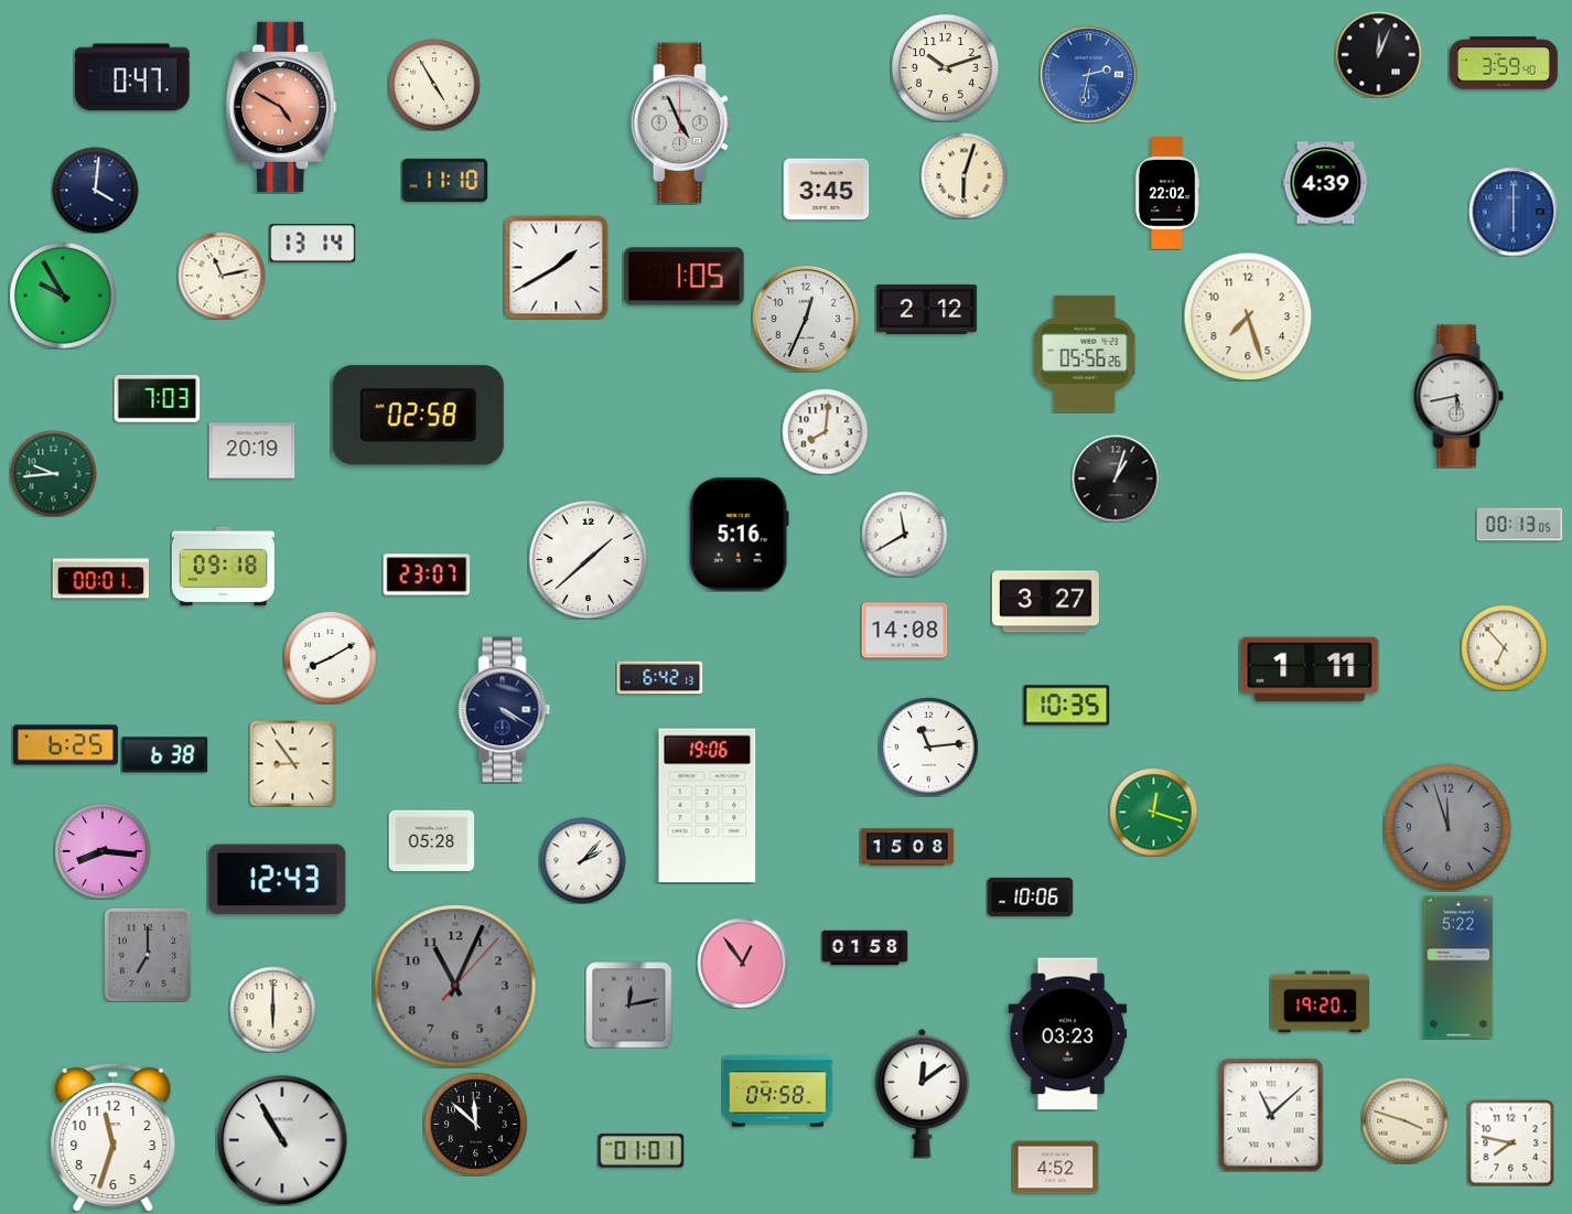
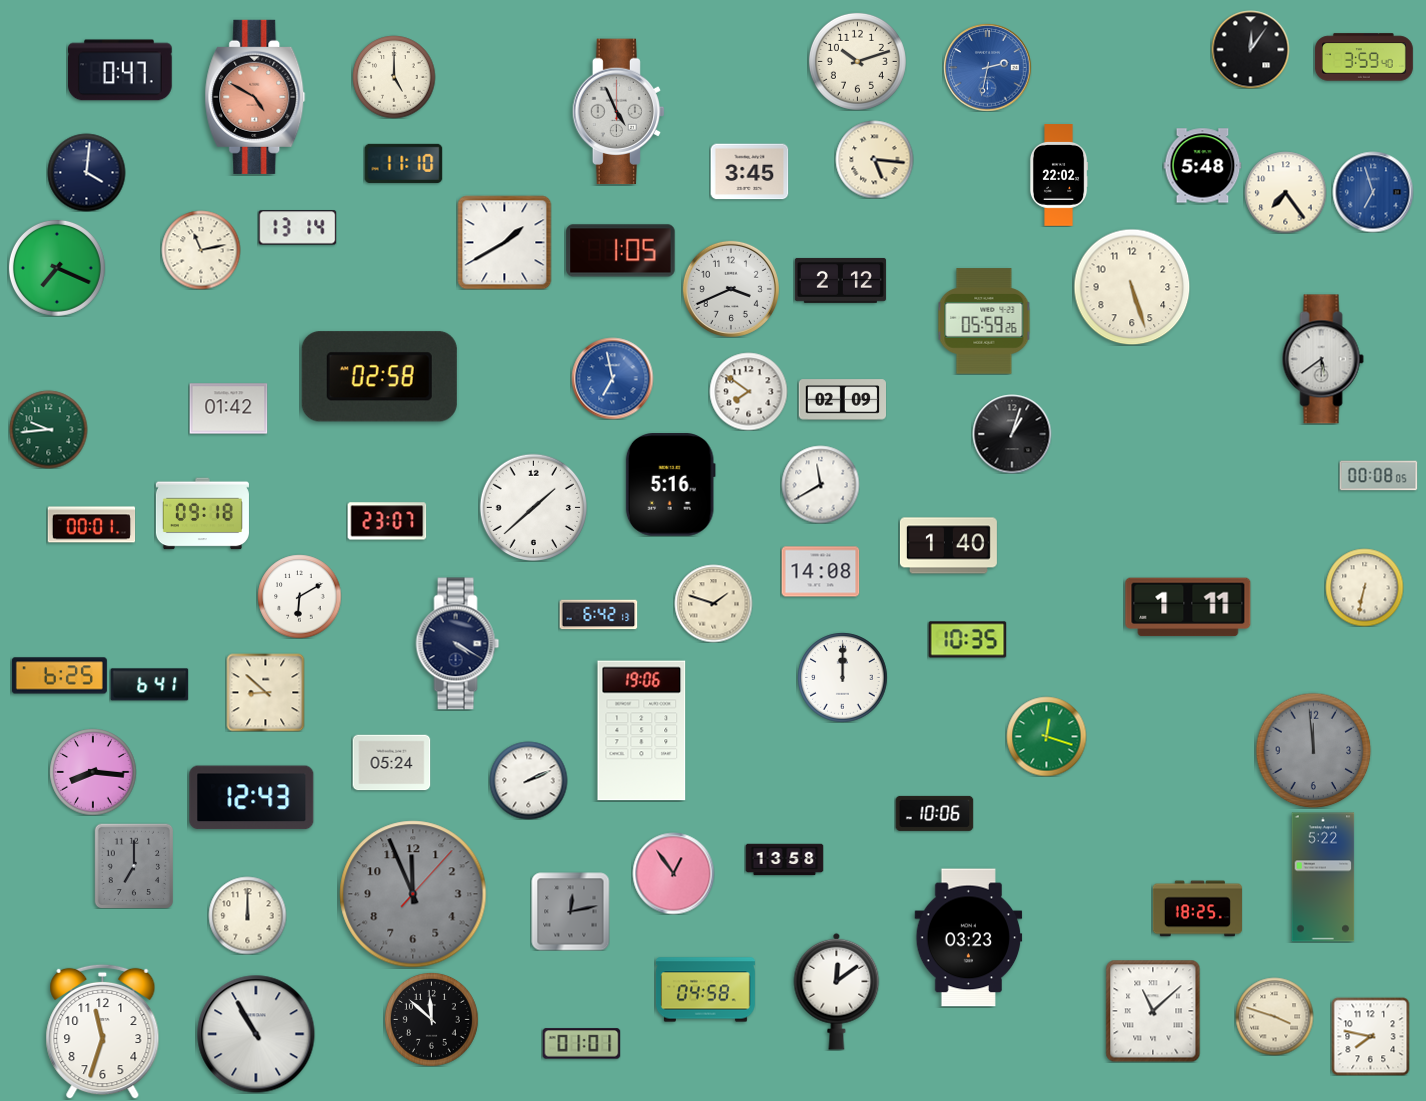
clock at (1378, 54): 12:04 -> 12:06
clock at (434, 85): 4:55 -> 5:00
clock at (963, 175): 6:03 -> 5:16
clock at (1325, 183): 4:39 -> 5:48
clock at (1285, 192): none -> 7:24
clock at (1514, 212): 6:00 -> 6:57
clock at (312, 244) position: (312, 244) -> (297, 228)
clock at (63, 296): 9:55 -> 7:19
clock at (1248, 316): 7:27 -> 5:27
clock at (806, 319): 12:34 -> 3:41
clock at (1085, 354): 05:56 -> 05:59
clock at (1458, 396): 5:43 -> 5:39
clock at (157, 399): 7:03 -> none
clock at (612, 378): none -> 6:58
clock at (825, 431): 8:01 -> 7:51
clock at (842, 400): none -> 02:09
clock at (251, 451): 20:19 -> 01:42
clock at (1519, 525): 00:13 -> 00:08
clock at (1045, 602): 3:27 -> 1:40
clock at (1504, 647): 6:53 -> 6:32
clock at (330, 657): 8:10 -> 6:10
clock at (713, 603): none -> 1:48
clock at (928, 746): 11:14 -> 12:00
clock at (164, 755): 6:38 -> 6:41
clock at (292, 763): 8:54 -> 8:52
clock at (1447, 827): 11:57 -> 11:59
clock at (431, 841): 05:28 -> 05:24
clock at (907, 847): 15:08 -> none
clock at (582, 860): 2:07 -> 2:11
clock at (864, 948): 01:58 -> 13:58
clock at (455, 986): 11:04 -> 11:56
clock at (1320, 1002): 19:20 -> 18:25
clock at (272, 1009): 6:00 -> 12:00
clock at (1055, 1168): 4:52 -> none
